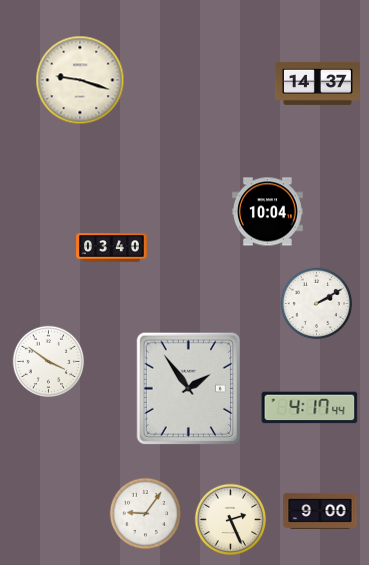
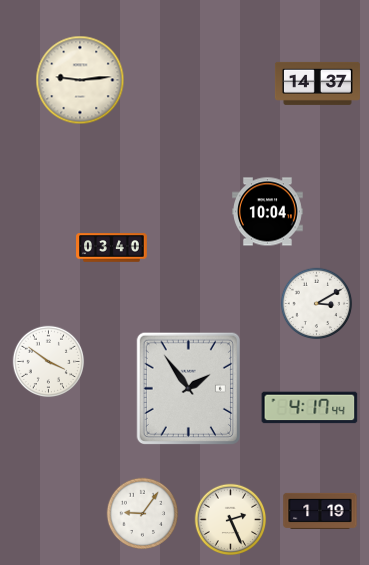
clock at (80, 80): 9:18 -> 9:14
clock at (317, 304): 2:10 -> 3:10
clock at (320, 511): 9:00 -> 1:19
clock at (146, 514) position: (146, 514) -> (143, 514)
